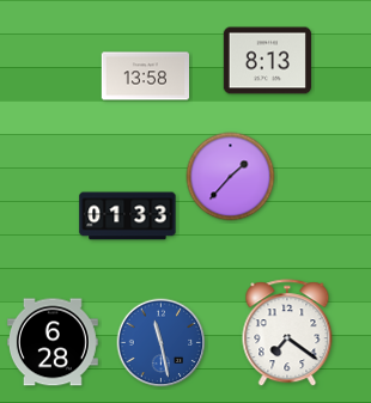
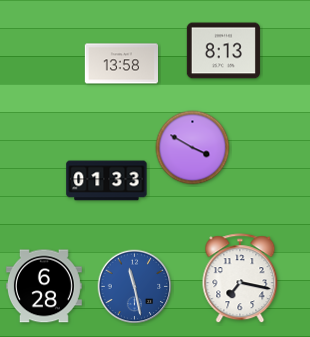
clock at (231, 177): 1:37 -> 3:50
clock at (287, 334): 7:21 -> 7:17
